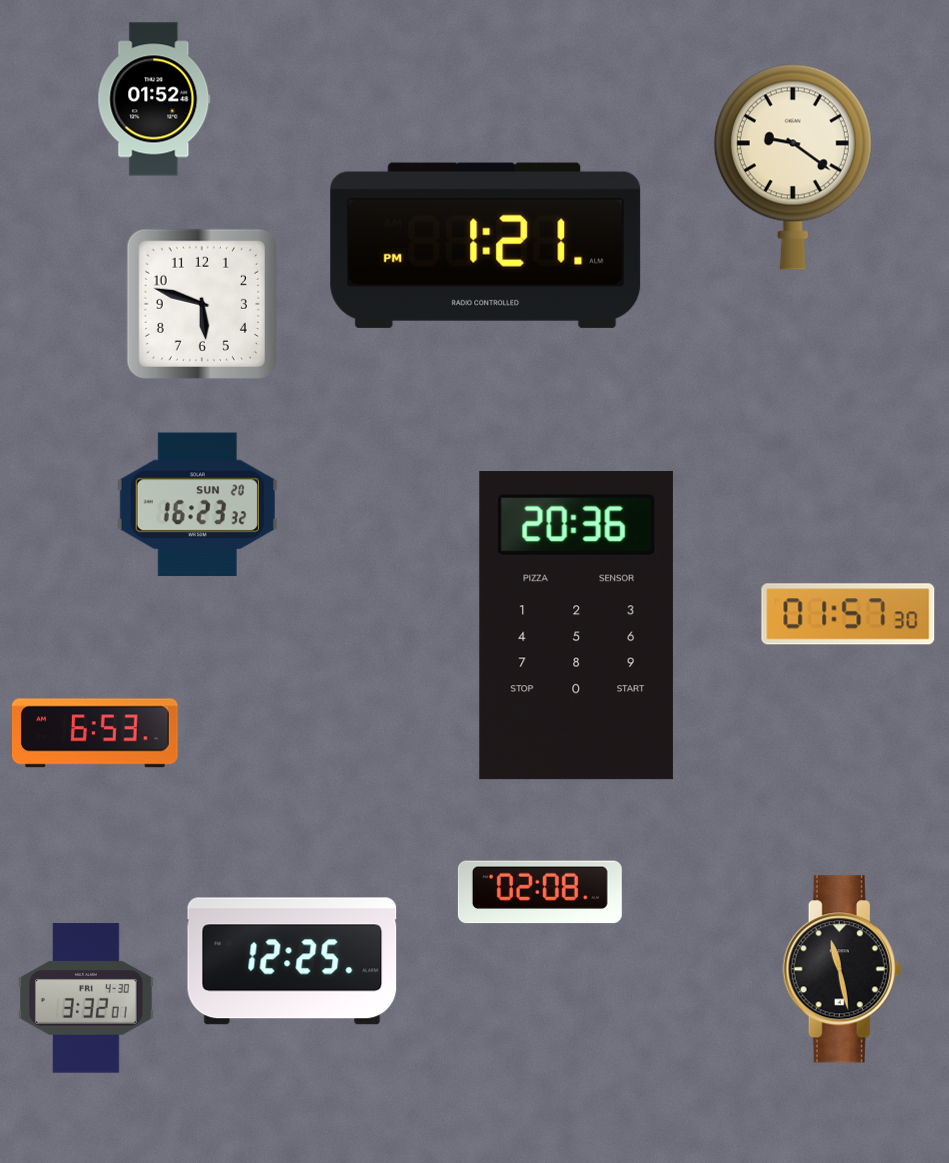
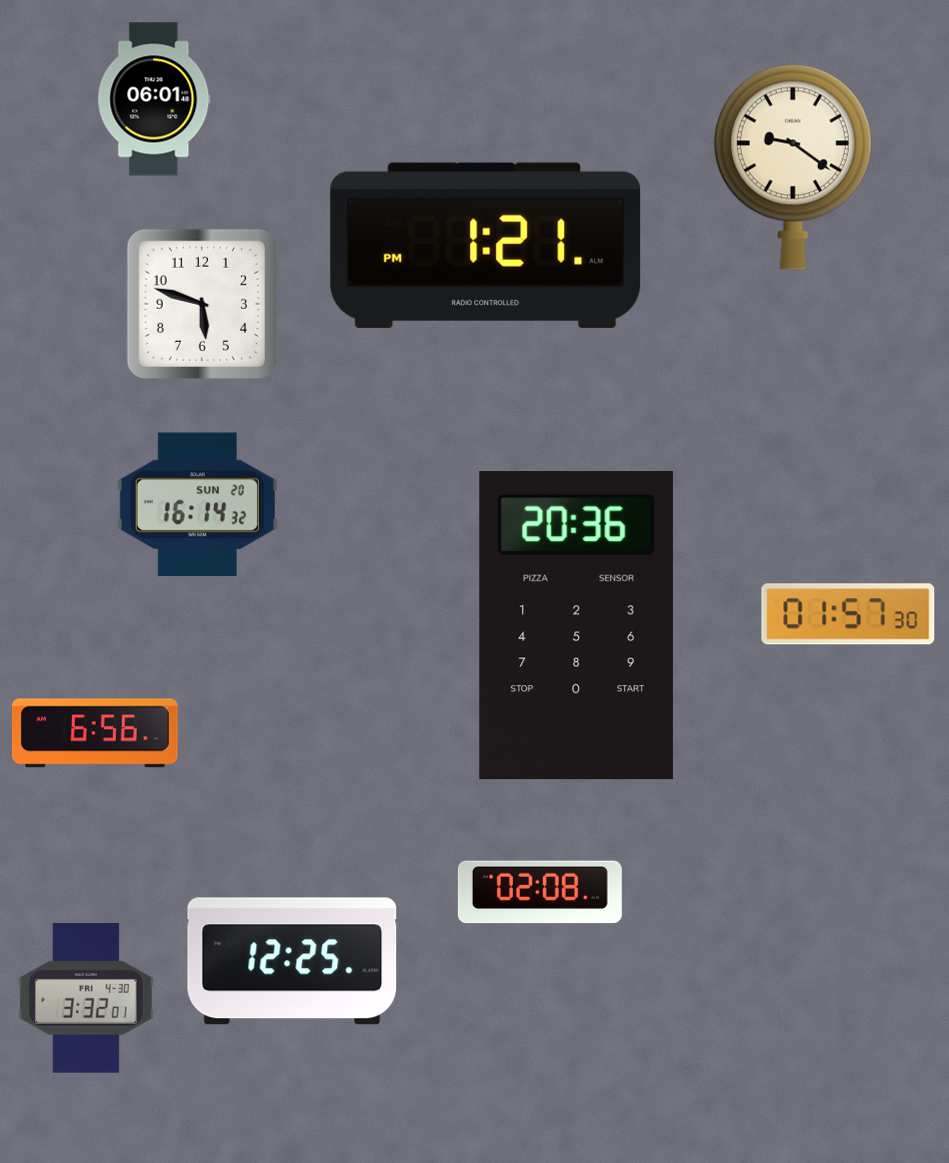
clock at (154, 99): 01:52 -> 06:01
clock at (197, 505): 16:23 -> 16:14
clock at (95, 733): 6:53 -> 6:56
clock at (842, 969): 11:28 -> none
